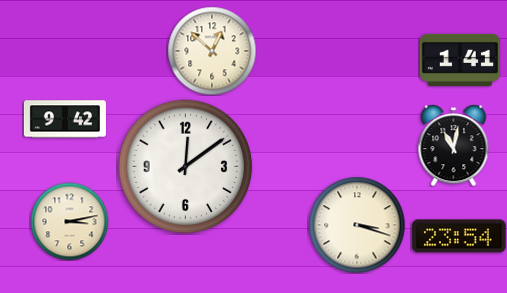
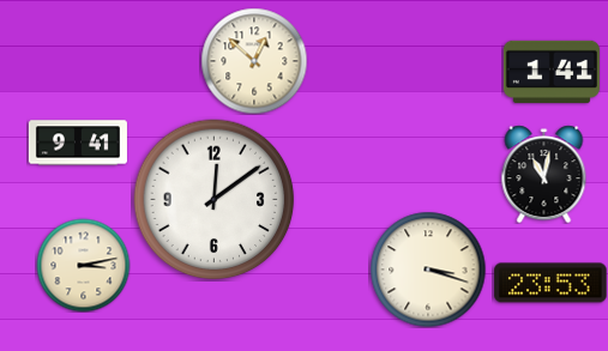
clock at (65, 119): 9:42 -> 9:41
clock at (186, 167) position: (186, 167) -> (215, 200)
clock at (459, 236): 23:54 -> 23:53
